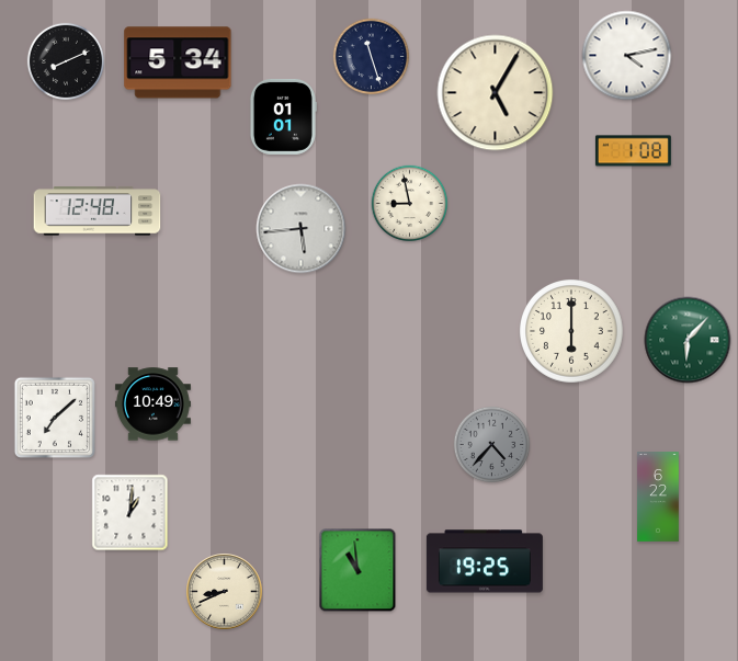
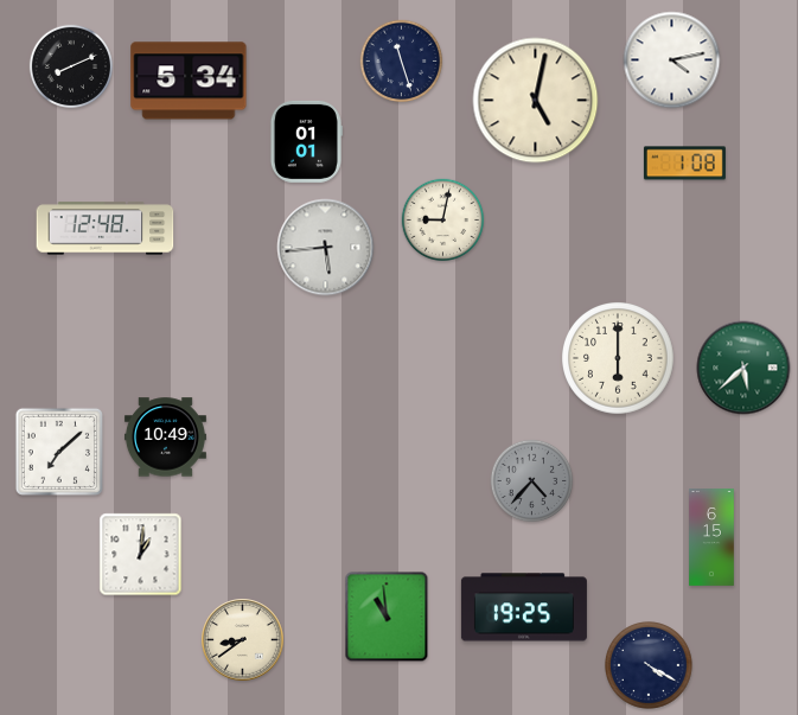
clock at (627, 56) position: (627, 56) -> (672, 60)
clock at (178, 62) position: (178, 62) -> (189, 81)
clock at (496, 93): 5:05 -> 5:02
clock at (283, 116) position: (283, 116) -> (306, 141)
clock at (410, 204): 8:58 -> 9:02
clock at (688, 340): 6:07 -> 5:38
clock at (658, 498): 6:22 -> 6:15
clock at (225, 592): 8:41 -> 8:39
clock at (650, 666): none -> 4:20
